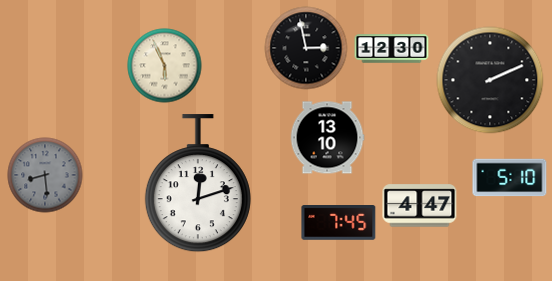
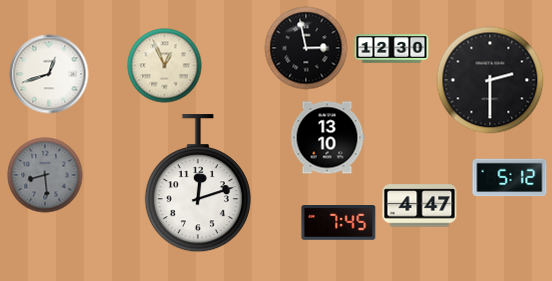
clock at (165, 66): 5:56 -> 12:56
clock at (49, 74): none -> 12:42
clock at (490, 80): 2:11 -> 2:30
clock at (510, 178): 5:10 -> 5:12
